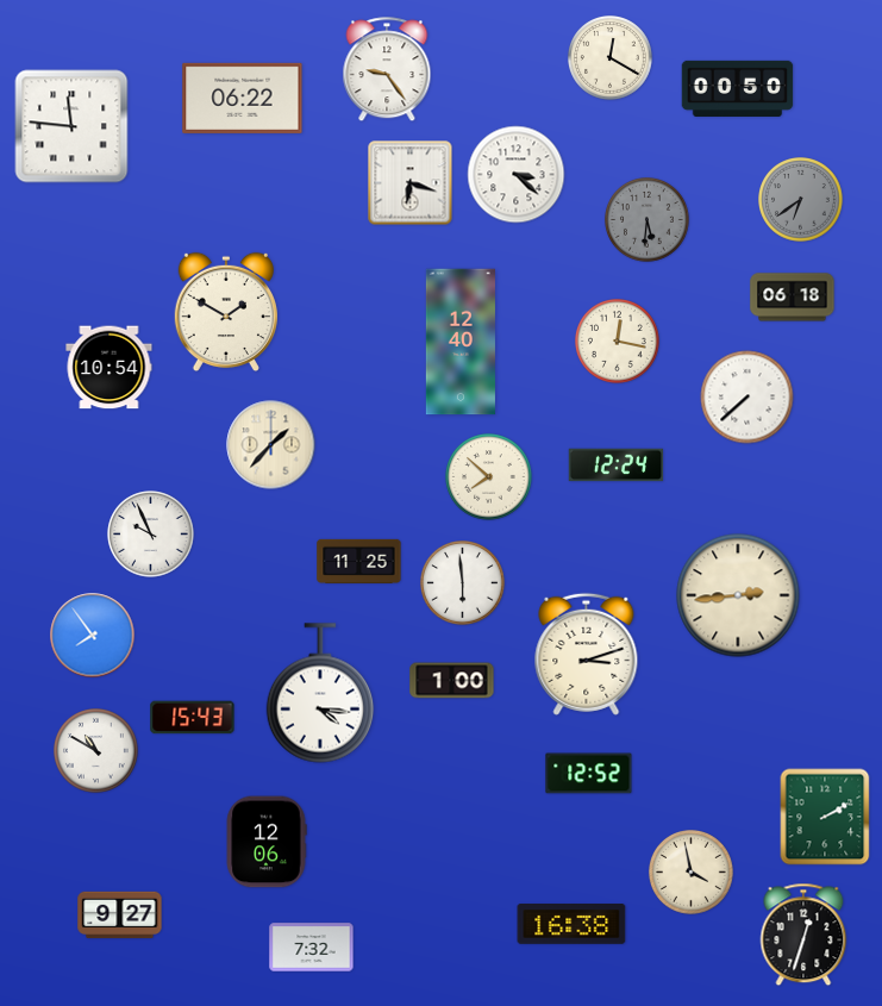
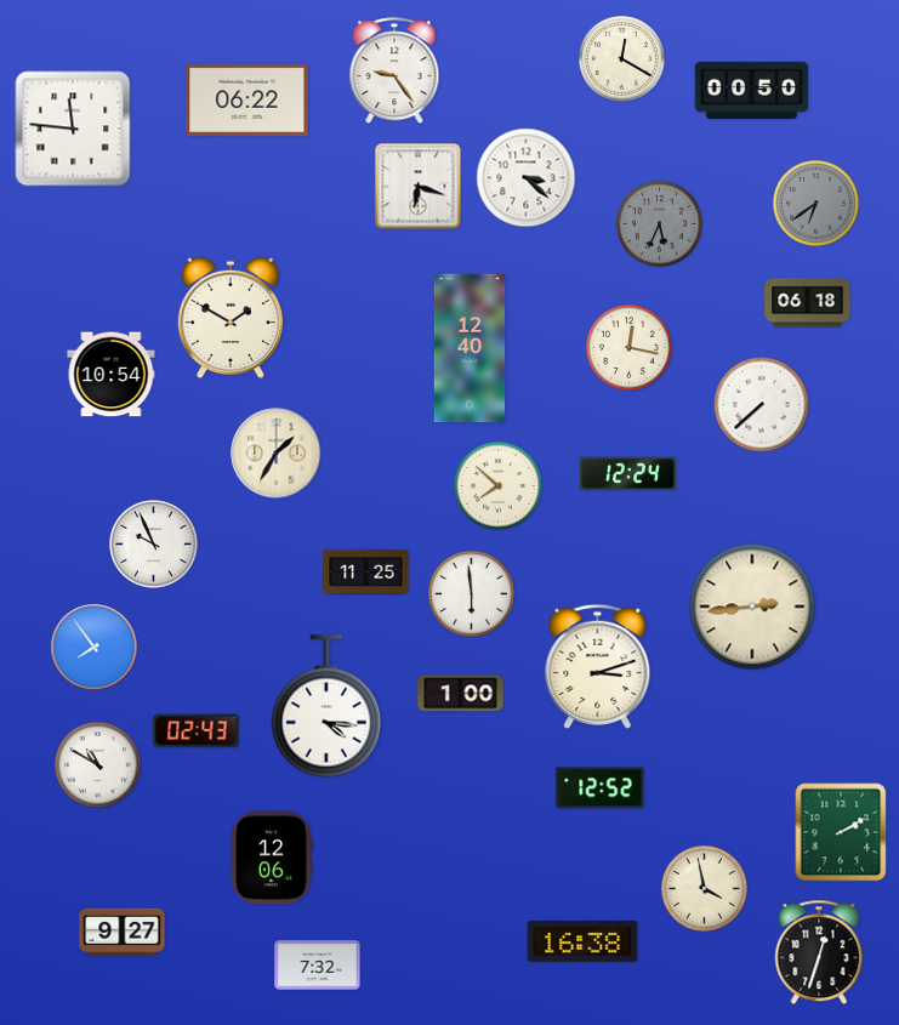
clock at (648, 220): 5:31 -> 5:34
clock at (271, 445): 1:37 -> 1:35
clock at (193, 718): 15:43 -> 02:43
